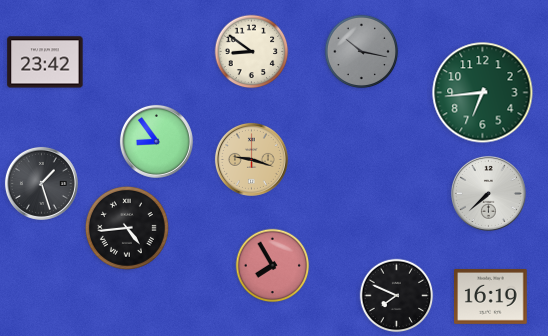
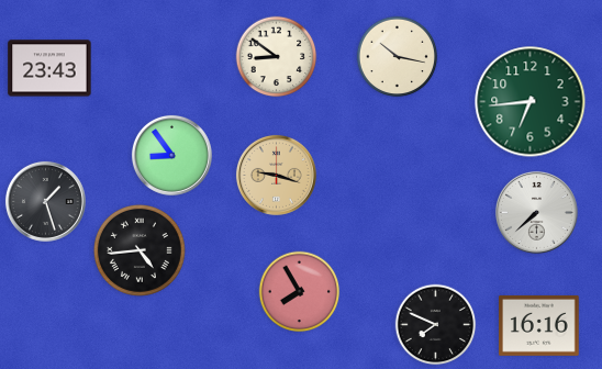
clock at (362, 52) dial: grey -> cream
clock at (45, 62): 23:42 -> 23:43
clock at (491, 296): 16:19 -> 16:16
